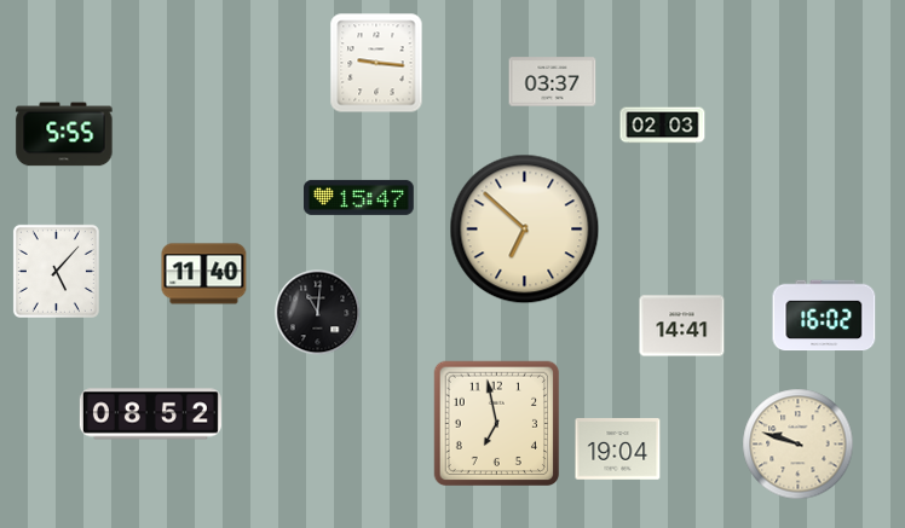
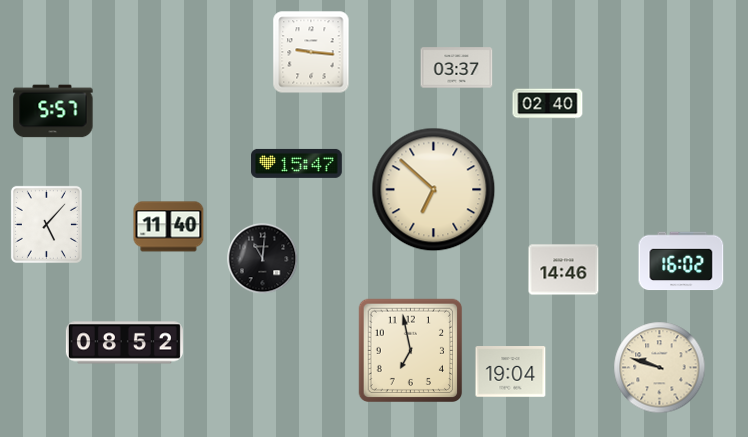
clock at (663, 126): 02:03 -> 02:40
clock at (64, 134): 5:55 -> 5:57
clock at (682, 326): 14:41 -> 14:46
